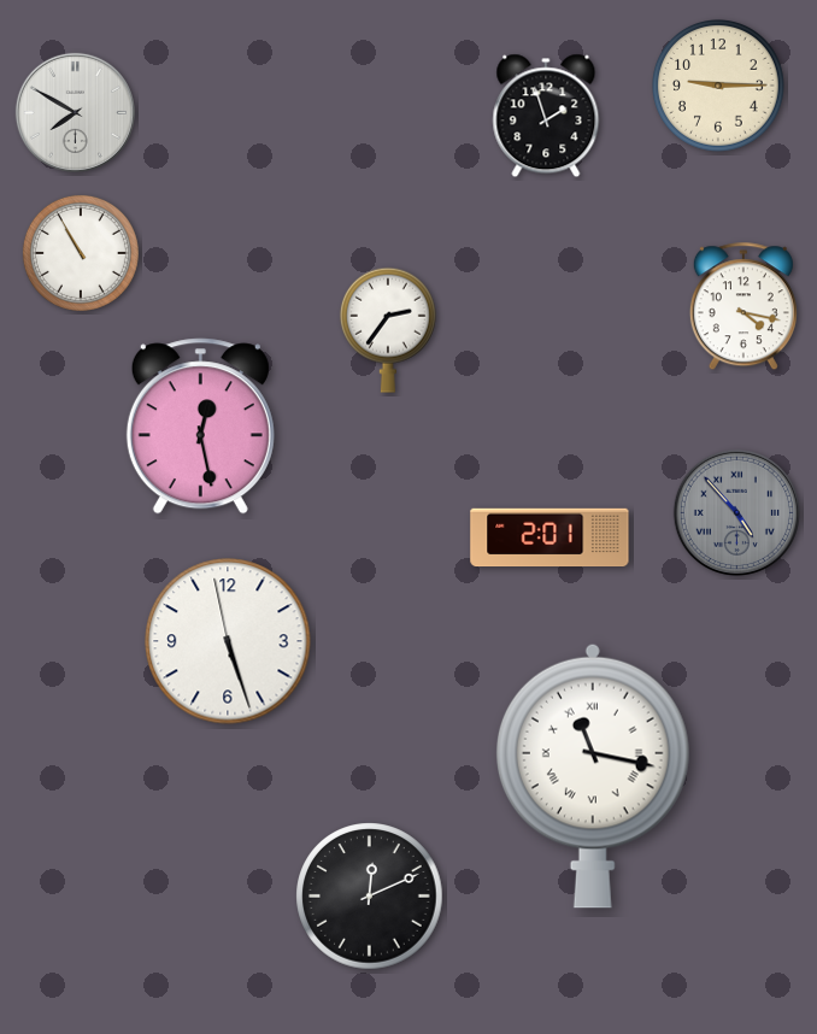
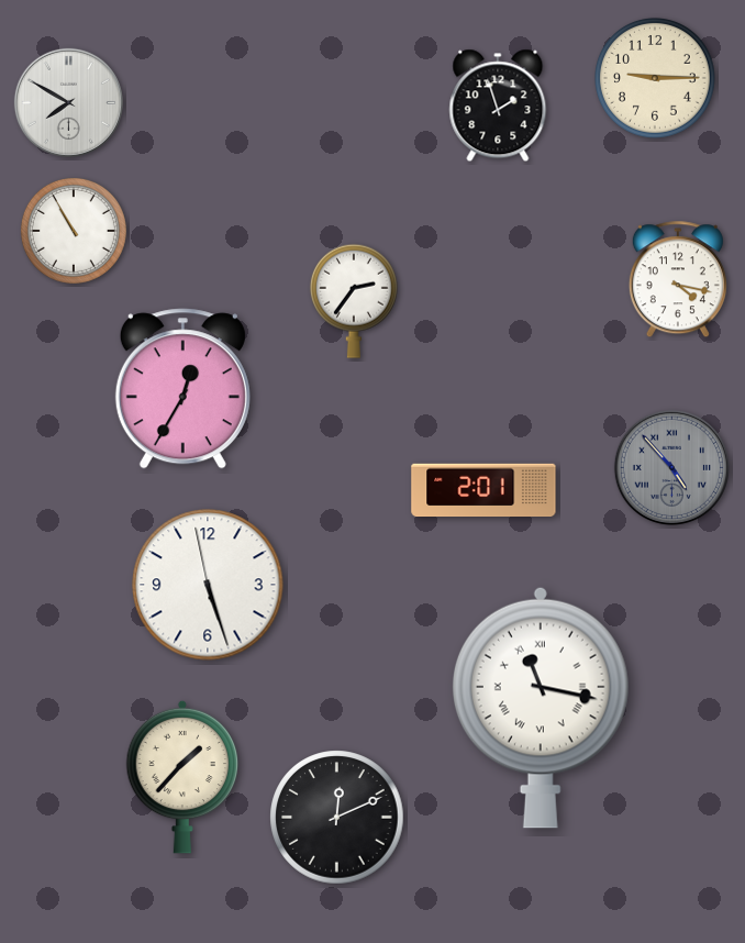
clock at (200, 427): 12:28 -> 12:35
clock at (549, 537) position: (549, 537) -> (483, 490)
clock at (182, 777): none -> 1:37
